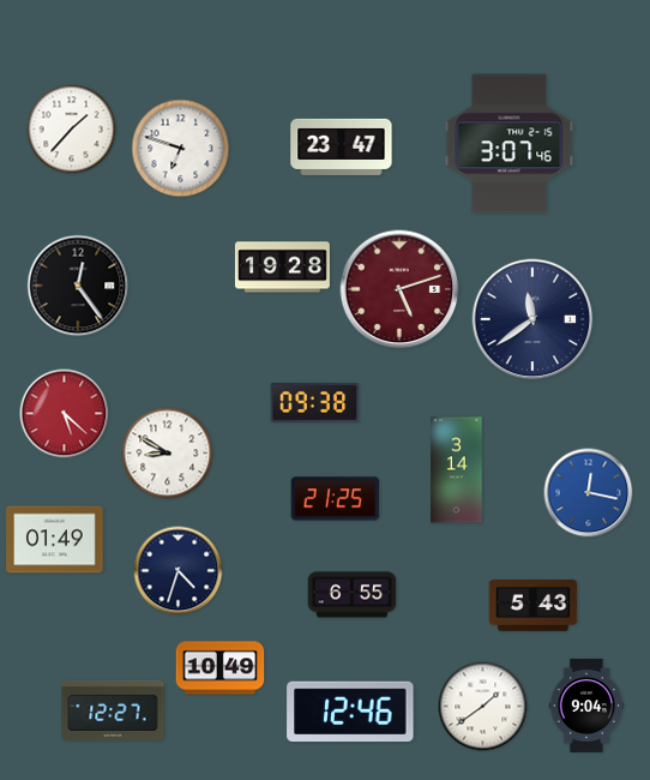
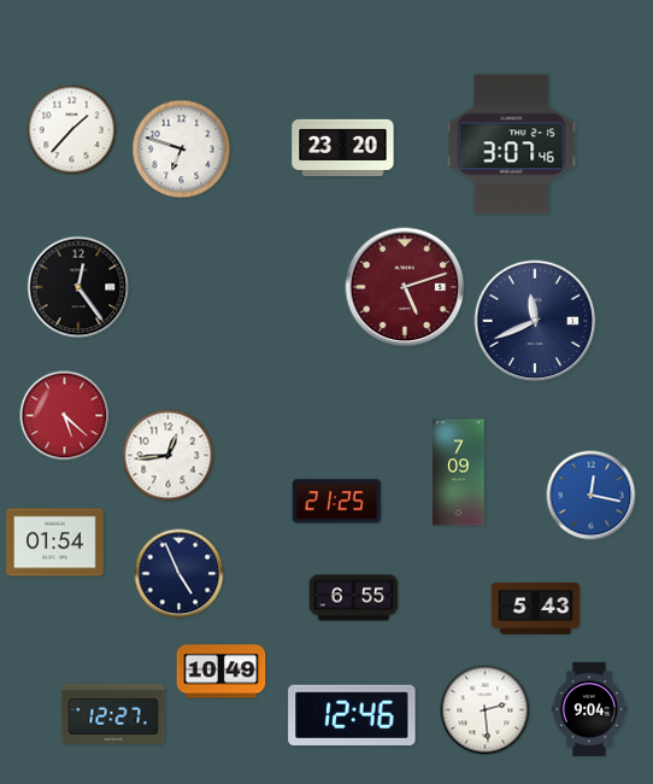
clock at (342, 146): 23:47 -> 23:20
clock at (282, 268): 19:28 -> none
clock at (399, 289) position: (399, 289) -> (405, 287)
clock at (532, 319): 11:39 -> 11:41
clock at (315, 403): 09:38 -> none
clock at (168, 454): 8:50 -> 12:44
clock at (457, 470): 3:14 -> 7:09
clock at (55, 540): 01:49 -> 01:54
clock at (179, 571): 4:33 -> 4:56
clock at (483, 707): 1:39 -> 2:29
